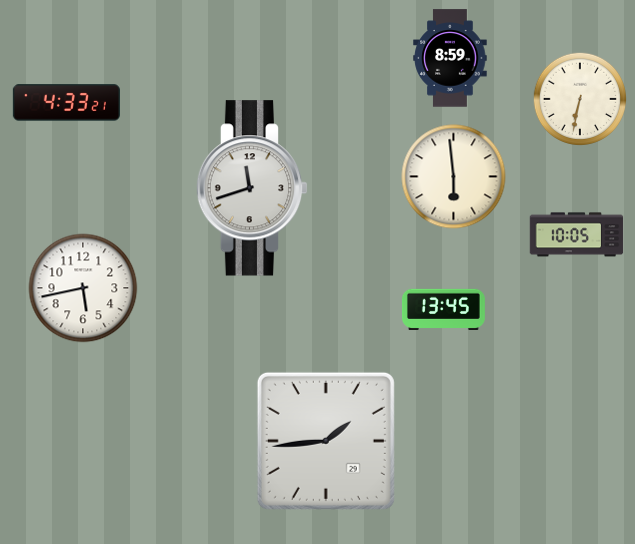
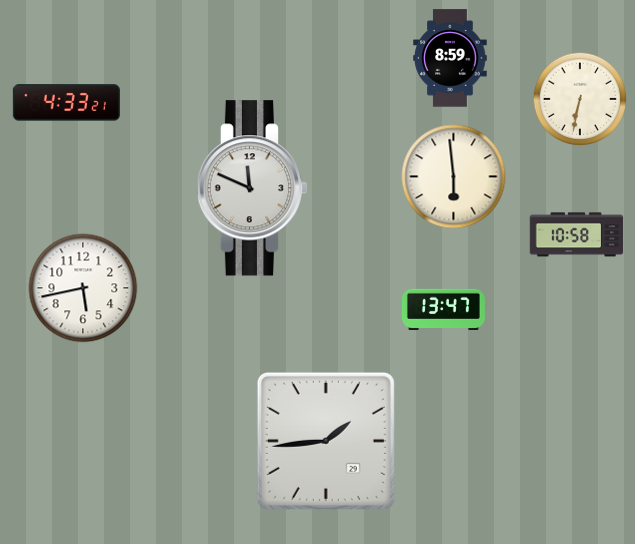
clock at (252, 188): 11:42 -> 11:49
clock at (577, 235): 10:05 -> 10:58
clock at (443, 309): 13:45 -> 13:47
